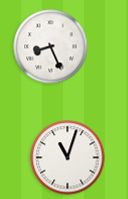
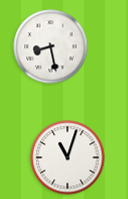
clock at (51, 47): 8:26 -> 8:28
